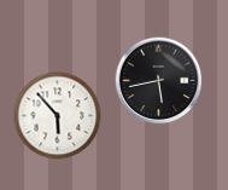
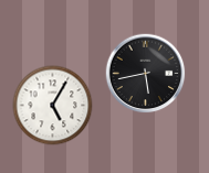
clock at (58, 116): 5:53 -> 5:05
